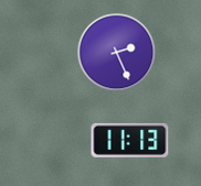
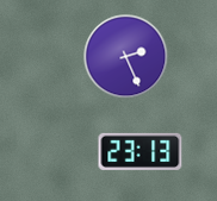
clock at (130, 140): 11:13 -> 23:13
